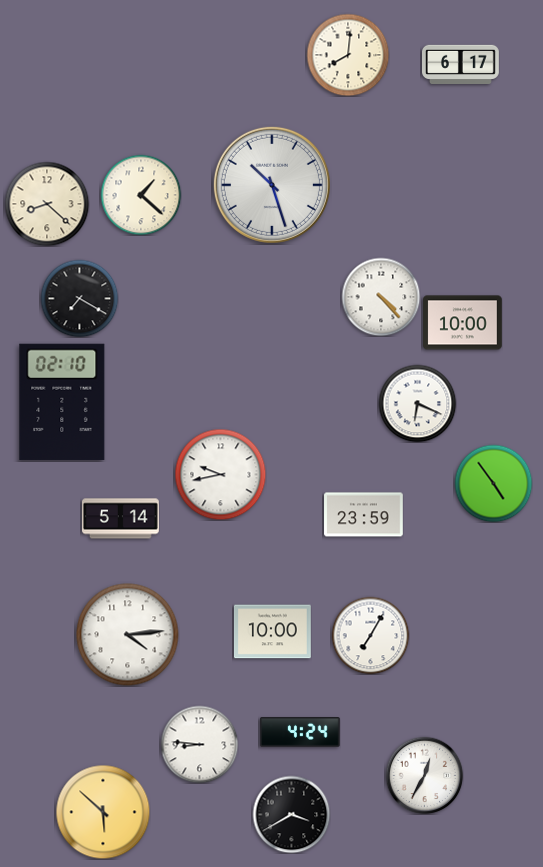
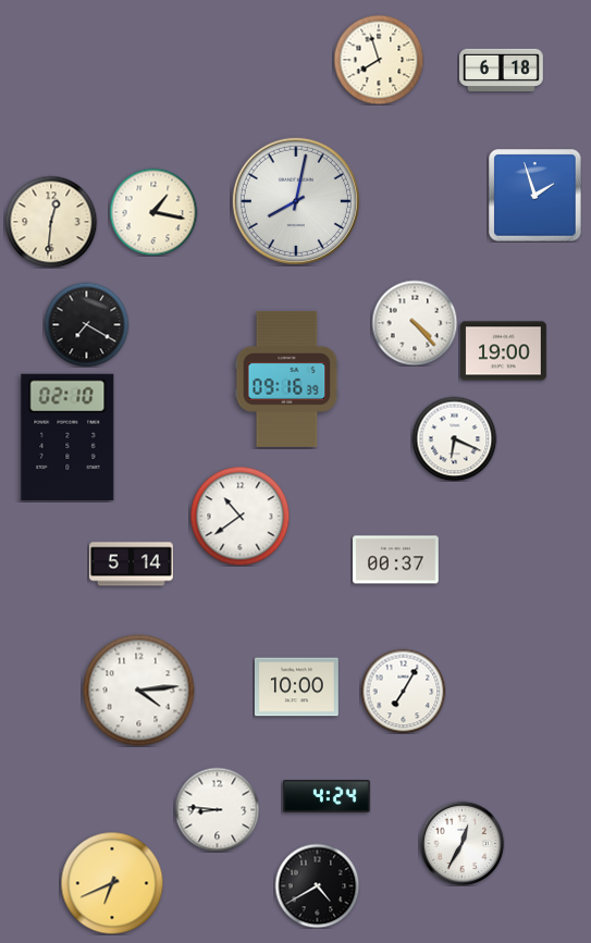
clock at (348, 55): 8:01 -> 7:57
clock at (461, 64): 6:17 -> 6:18
clock at (535, 196): none -> 1:57
clock at (272, 185): 10:27 -> 8:02
clock at (141, 195): 1:22 -> 1:17
clock at (47, 204): 8:22 -> 12:31
clock at (463, 323): 10:00 -> 19:00
clock at (287, 379): none -> 09:16
clock at (220, 474): 9:43 -> 10:39
clock at (493, 483): 4:54 -> none
clock at (364, 515): 23:59 -> 00:37
clock at (103, 812): 5:52 -> 6:41
clock at (291, 814): 3:40 -> 4:40
